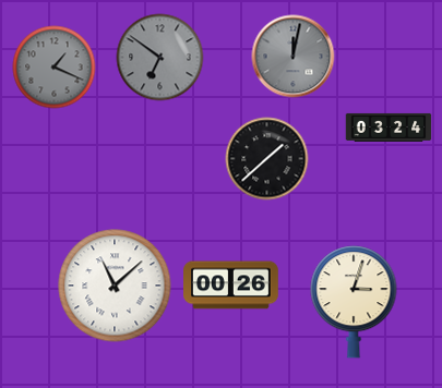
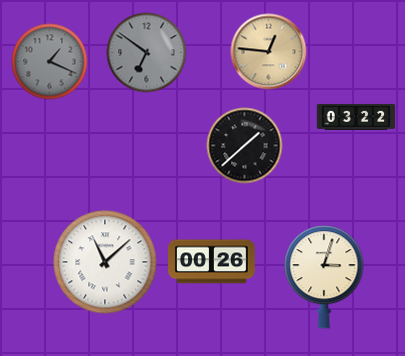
clock at (294, 57): 12:02 -> 12:46
clock at (294, 57) dial: grey -> champagne
clock at (389, 128): 03:24 -> 03:22
